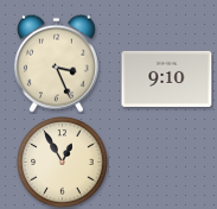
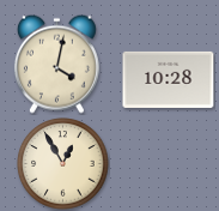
clock at (56, 63): 3:26 -> 4:02
clock at (167, 78): 9:10 -> 10:28
